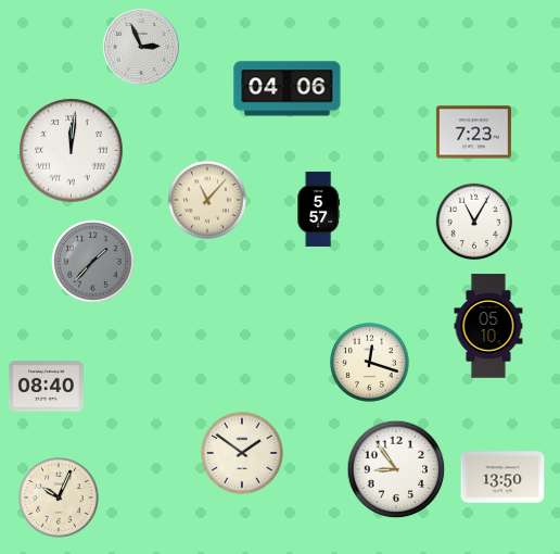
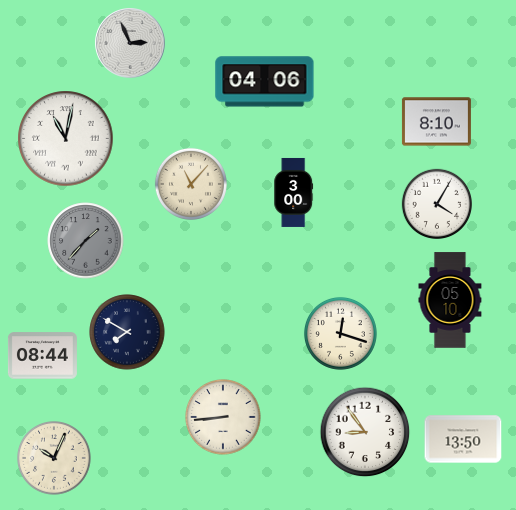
clock at (473, 133): 7:23 -> 8:10
clock at (72, 151): 12:01 -> 11:02
clock at (319, 209): 5:57 -> 3:00
clock at (473, 221): 11:05 -> 4:05
clock at (127, 332): none -> 7:50
clock at (46, 387): 08:40 -> 08:44
clock at (242, 453): 1:51 -> 8:44
